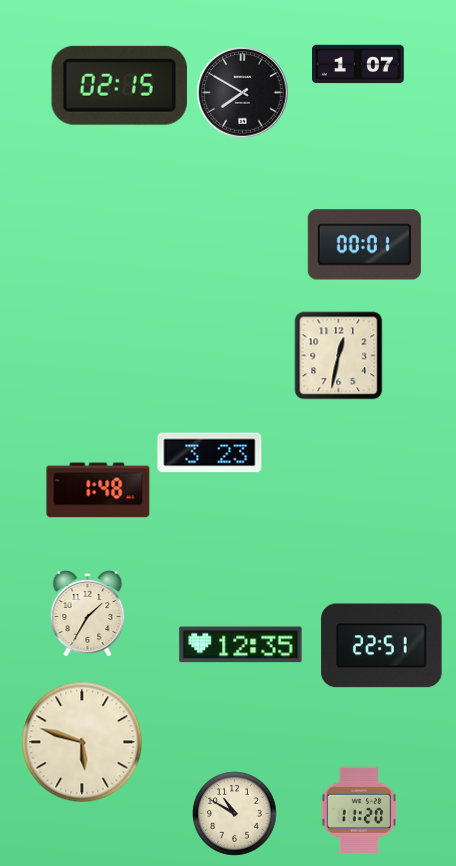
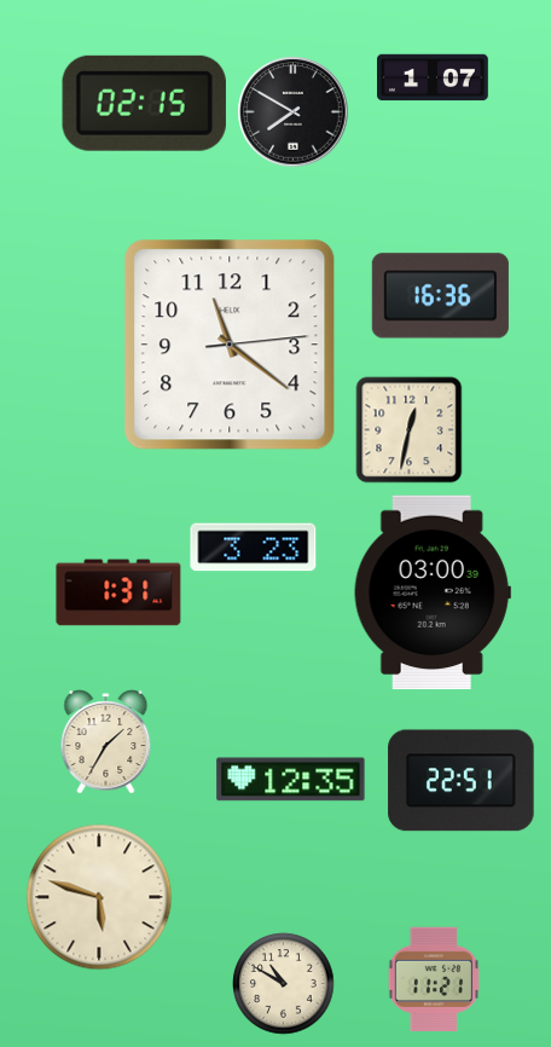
clock at (364, 245): 00:01 -> 16:36
clock at (230, 345): none -> 11:21
clock at (98, 490): 1:48 -> 1:31
clock at (433, 592): none -> 03:00
clock at (359, 809): 11:20 -> 11:21
